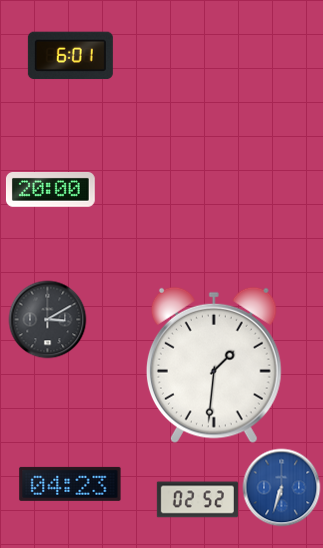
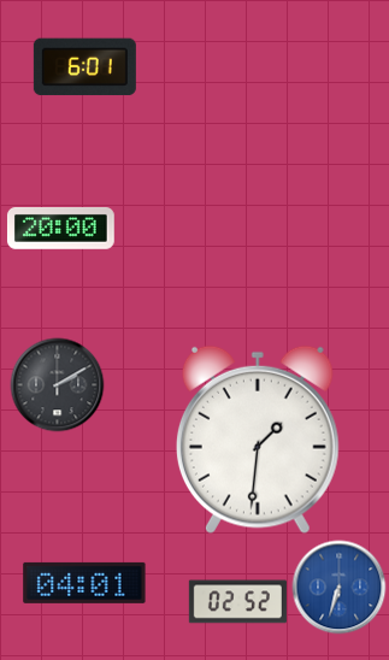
clock at (47, 319): 3:10 -> 2:10
clock at (70, 484): 04:23 -> 04:01
